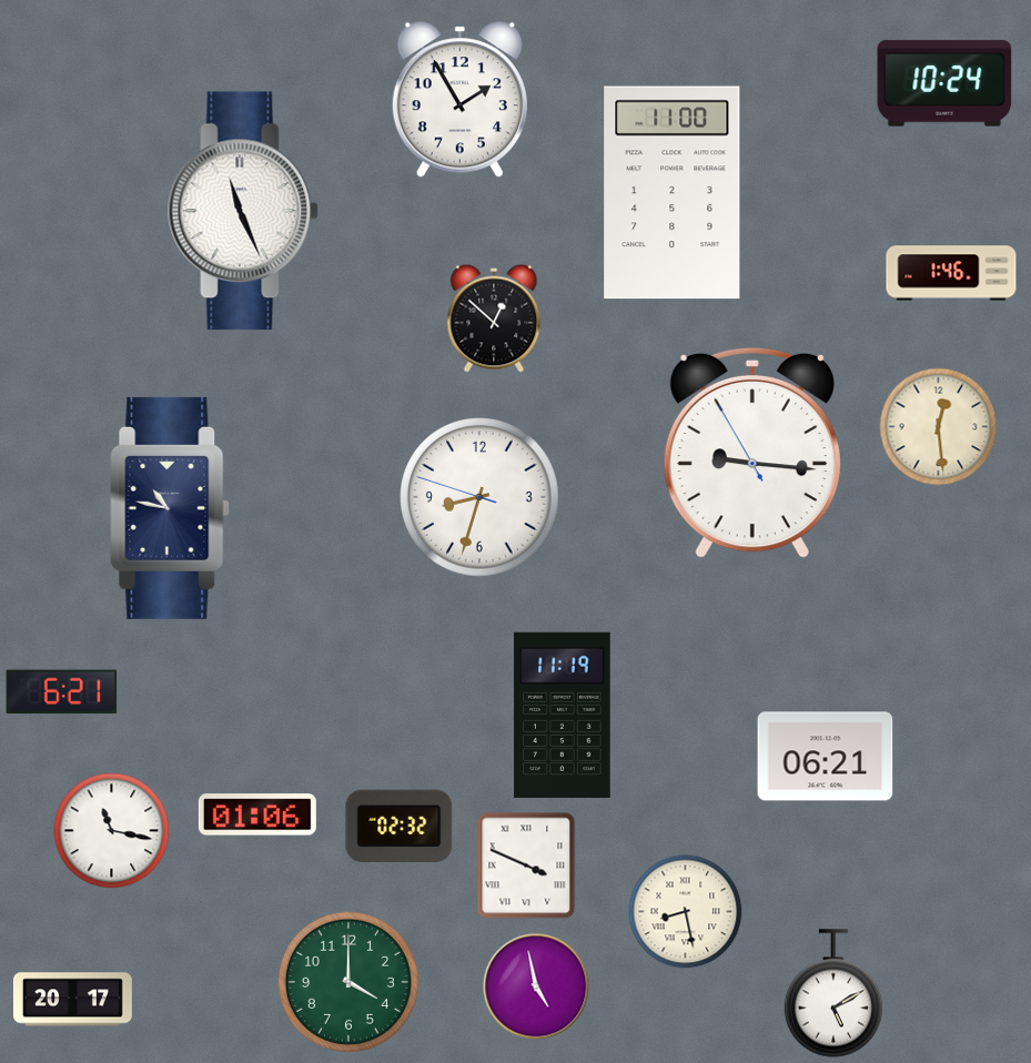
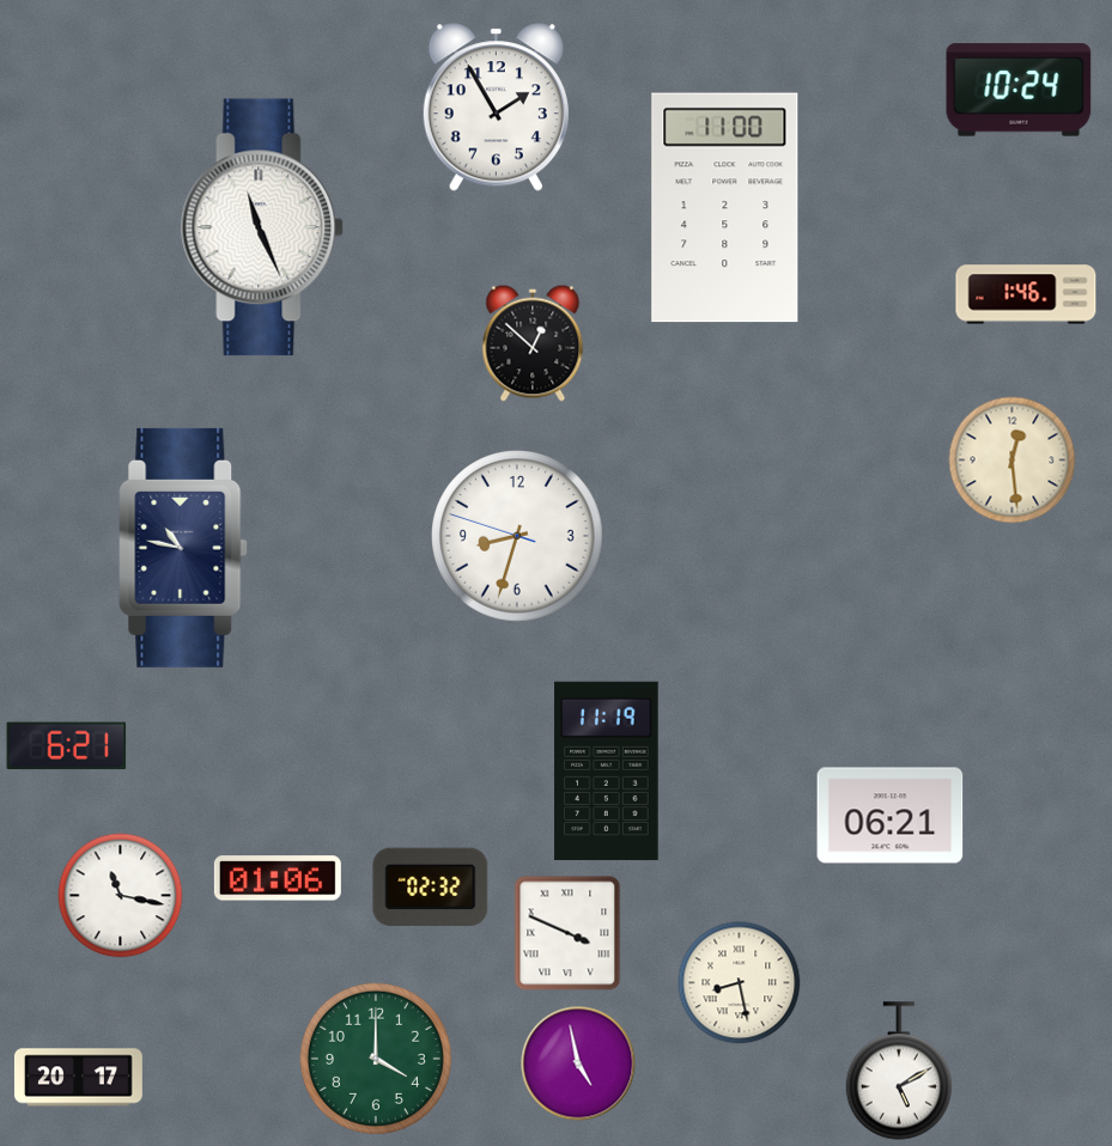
clock at (752, 453): 9:15 -> none
clock at (400, 826) position: (400, 826) -> (431, 886)
